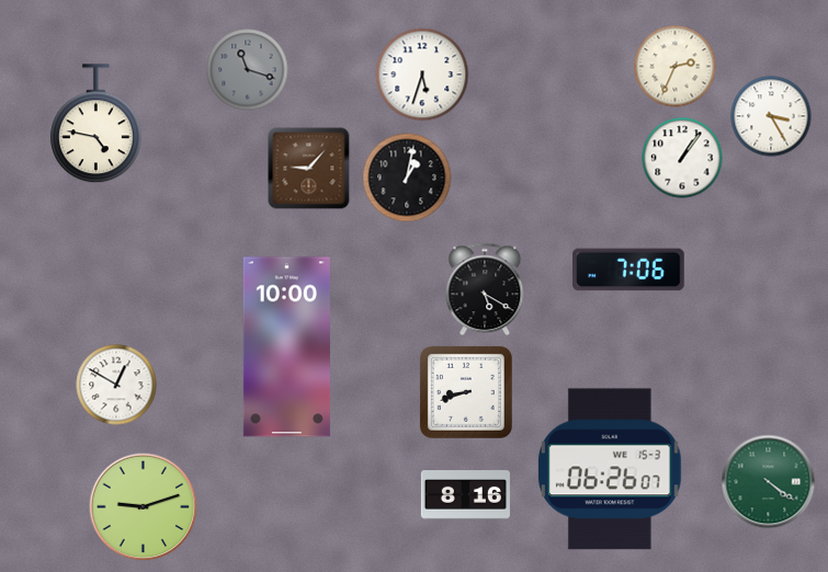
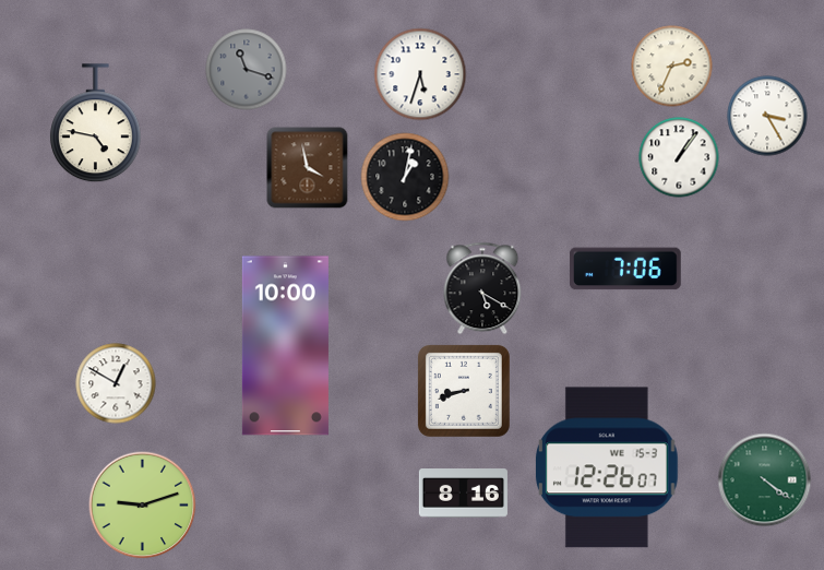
clock at (309, 169): 9:07 -> 3:58
clock at (610, 469): 06:26 -> 12:26
